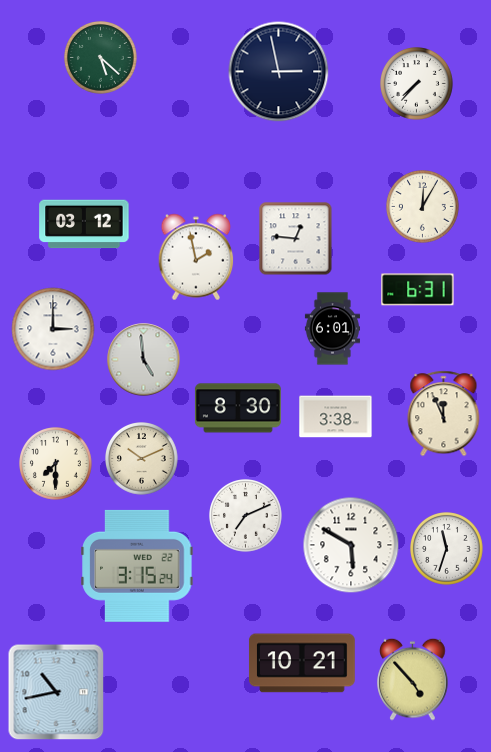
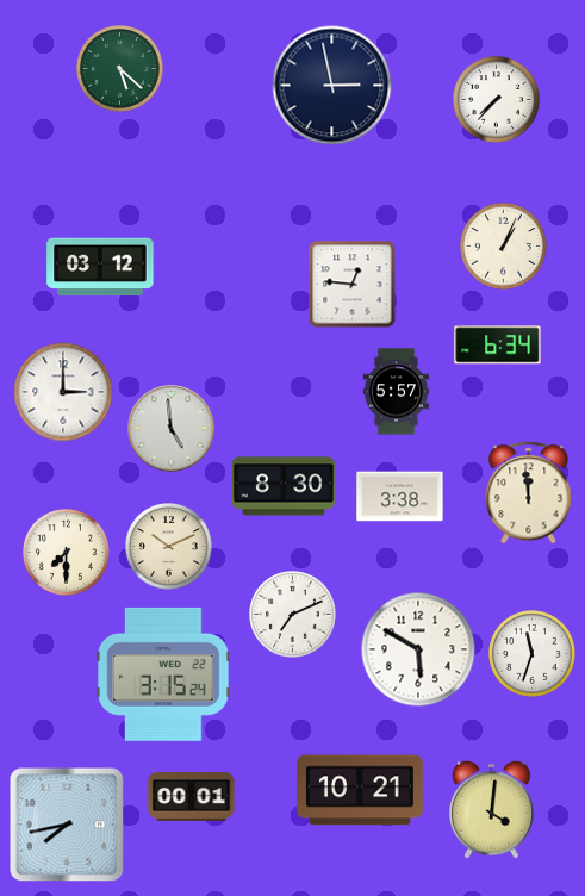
clock at (423, 207): 12:05 -> 1:04
clock at (196, 257): 1:58 -> none
clock at (418, 290): 6:31 -> 6:34
clock at (332, 329): 6:01 -> 5:57
clock at (444, 414): 11:56 -> 11:59
clock at (192, 797): none -> 00:01
clock at (413, 679): 4:53 -> 4:01
clock at (56, 692): 10:43 -> 7:43
